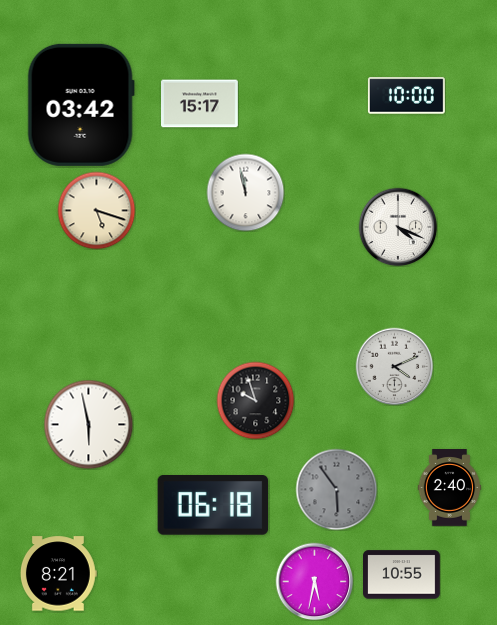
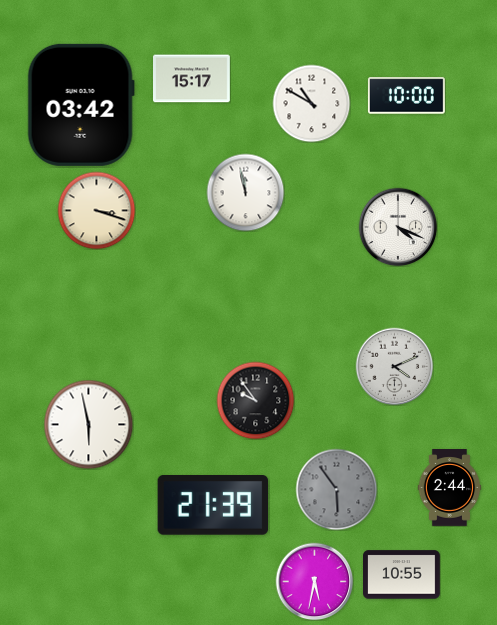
clock at (311, 103): none -> 10:50
clock at (200, 104) position: (200, 104) -> (192, 79)
clock at (96, 210): 5:18 -> 3:18
clock at (255, 400): 9:57 -> 9:54
clock at (450, 488): 2:40 -> 2:44
clock at (213, 506): 06:18 -> 21:39
clock at (58, 574): 8:21 -> none
